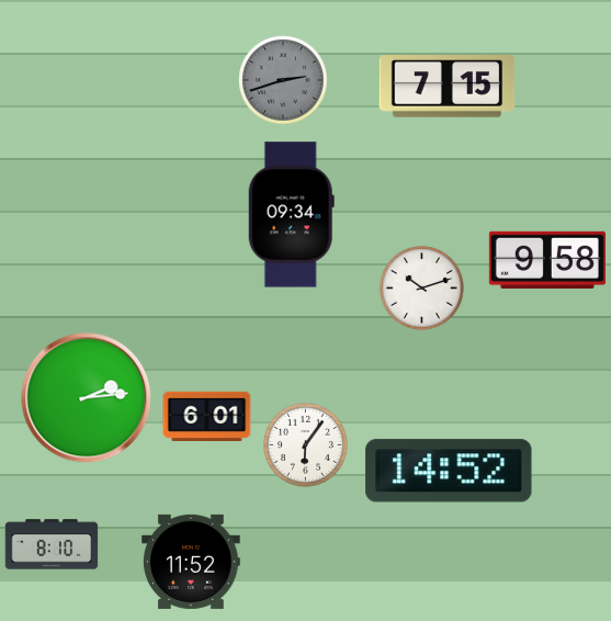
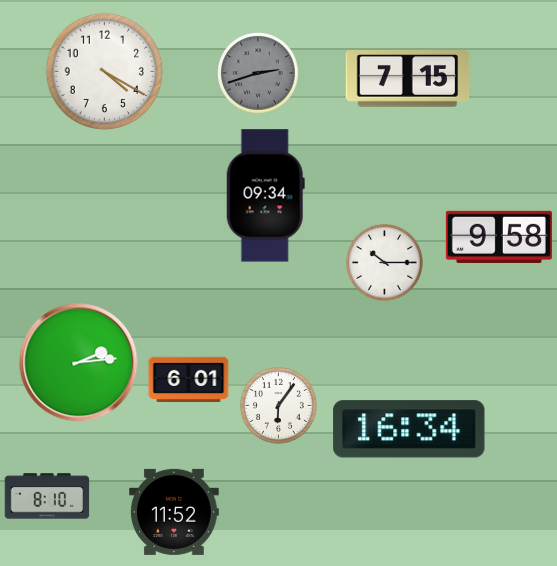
clock at (105, 72): none -> 4:20
clock at (421, 287): 10:12 -> 10:15
clock at (449, 471): 14:52 -> 16:34
